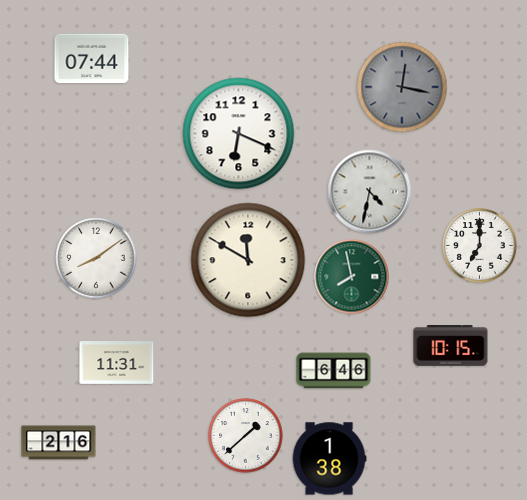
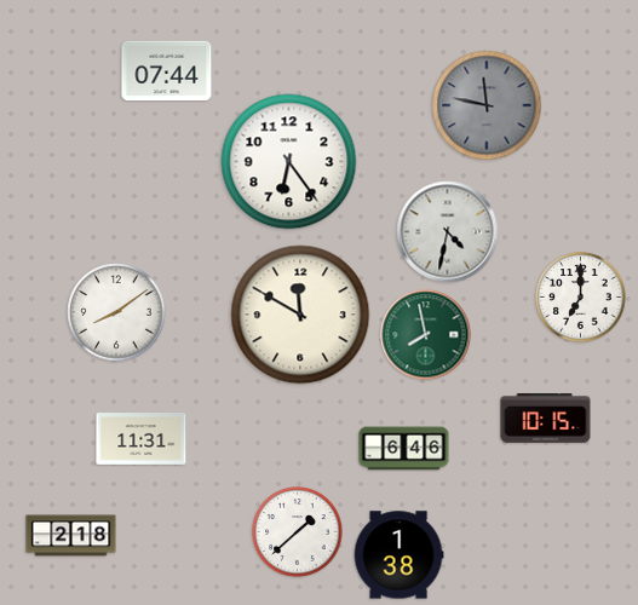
clock at (92, 59) position: (92, 59) -> (167, 71)
clock at (402, 87): 12:17 -> 11:47
clock at (239, 134): 6:19 -> 6:24
clock at (246, 436) position: (246, 436) -> (298, 532)
clock at (59, 443): 2:16 -> 2:18
